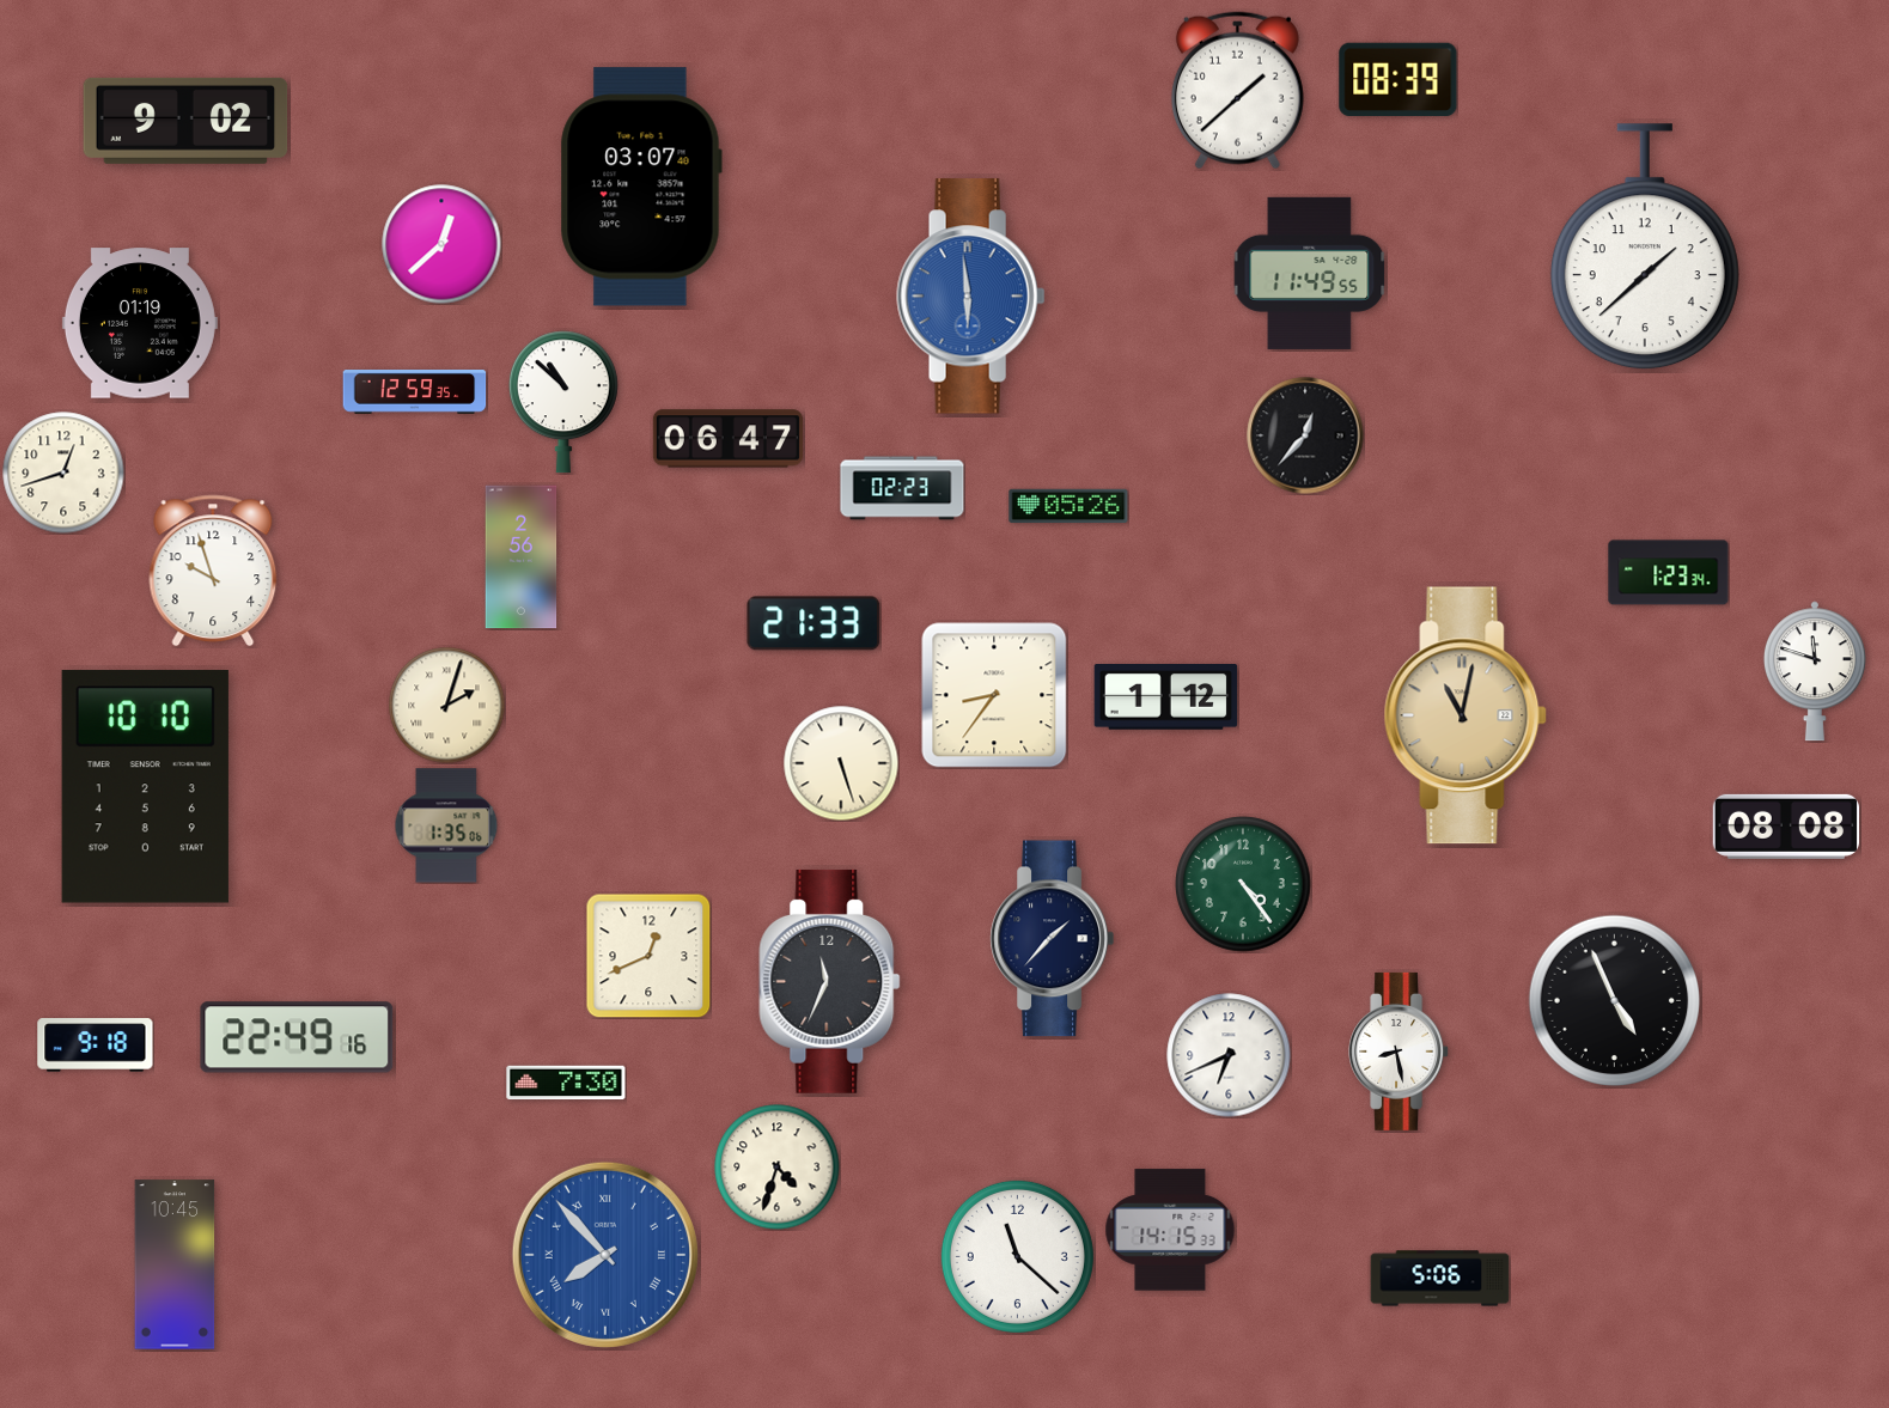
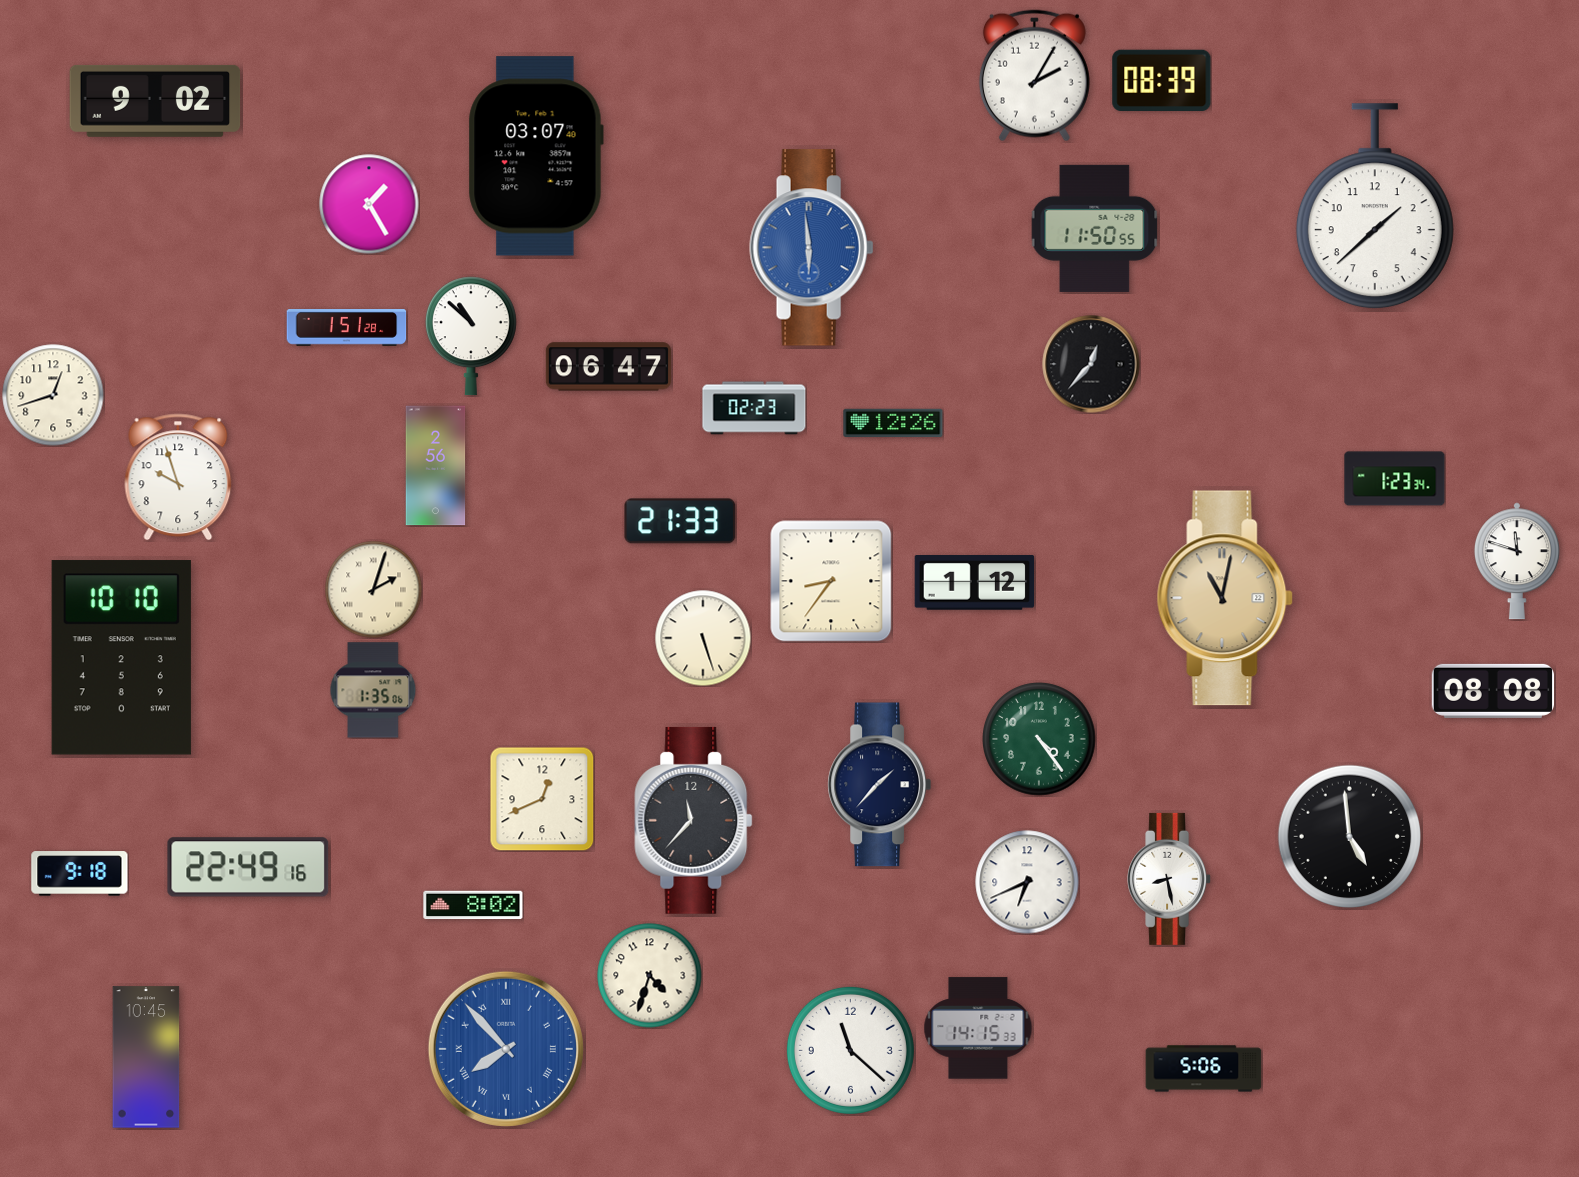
clock at (1399, 79) position: (1399, 79) -> (1162, 80)
clock at (1237, 91): 1:38 -> 2:05
clock at (441, 244): 12:38 -> 1:25
clock at (1310, 273): 11:49 -> 11:50
clock at (140, 323): 01:19 -> none
clock at (415, 392): 12:59 -> 1:51
clock at (1068, 506): 05:26 -> 12:26
clock at (830, 981): 11:34 -> 11:37
clock at (1615, 1001): 4:56 -> 4:59
clock at (566, 1083): 7:30 -> 8:02
